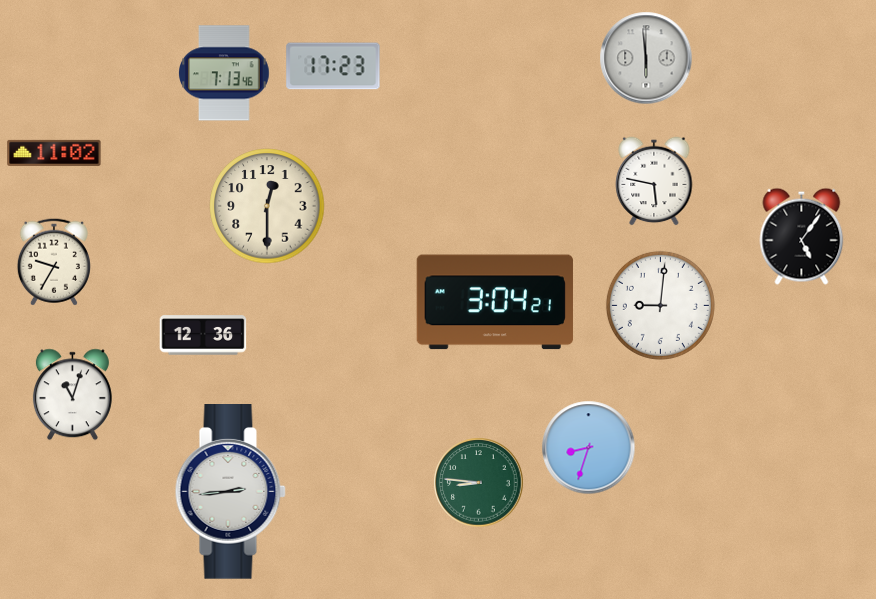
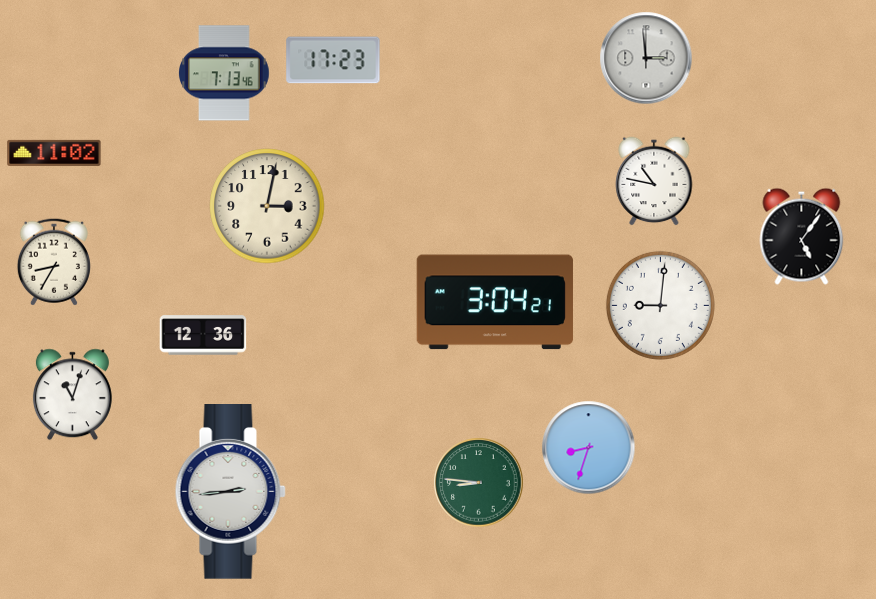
clock at (646, 58): 5:59 -> 2:59
clock at (333, 66) position: (333, 66) -> (333, 60)
clock at (654, 181): 5:47 -> 10:47
clock at (267, 206): 12:30 -> 3:02
clock at (54, 262): 9:35 -> 8:35
